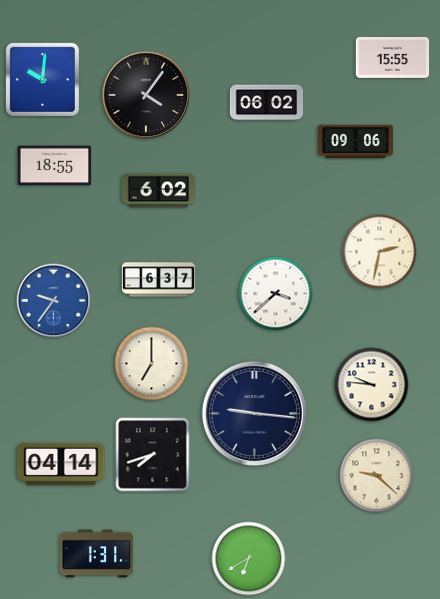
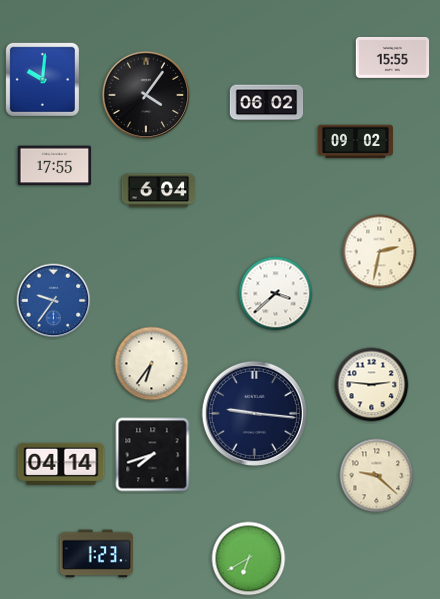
clock at (355, 142): 09:06 -> 09:02
clock at (55, 166): 18:55 -> 17:55
clock at (159, 191): 6:02 -> 6:04
clock at (159, 280): 6:37 -> none
clock at (152, 364): 7:00 -> 6:36
clock at (372, 385): 9:46 -> 2:46
clock at (97, 554): 1:31 -> 1:23
